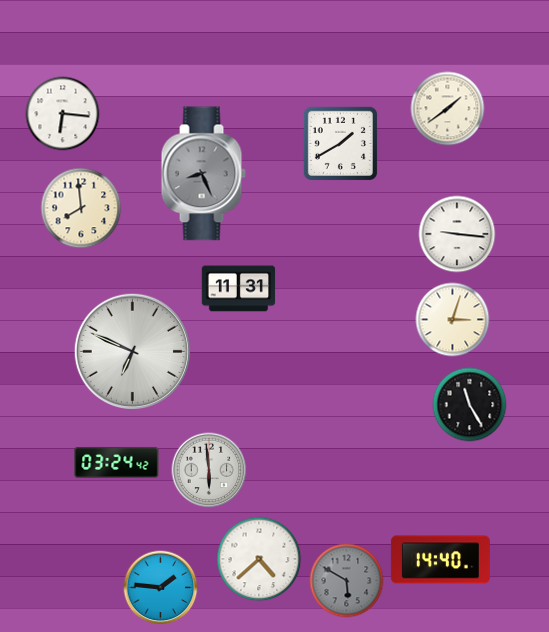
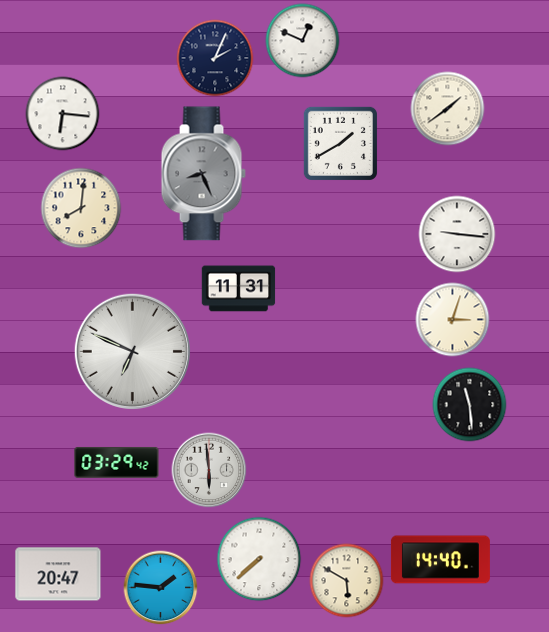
clock at (303, 41): none -> 12:49
clock at (215, 58): none -> 2:04
clock at (81, 208): 7:59 -> 8:01
clock at (470, 405): 11:25 -> 11:29
clock at (117, 462): 03:24 -> 03:29
clock at (259, 559): 4:38 -> 7:38
clock at (58, 574): none -> 20:47
clock at (347, 581) dial: grey -> cream
